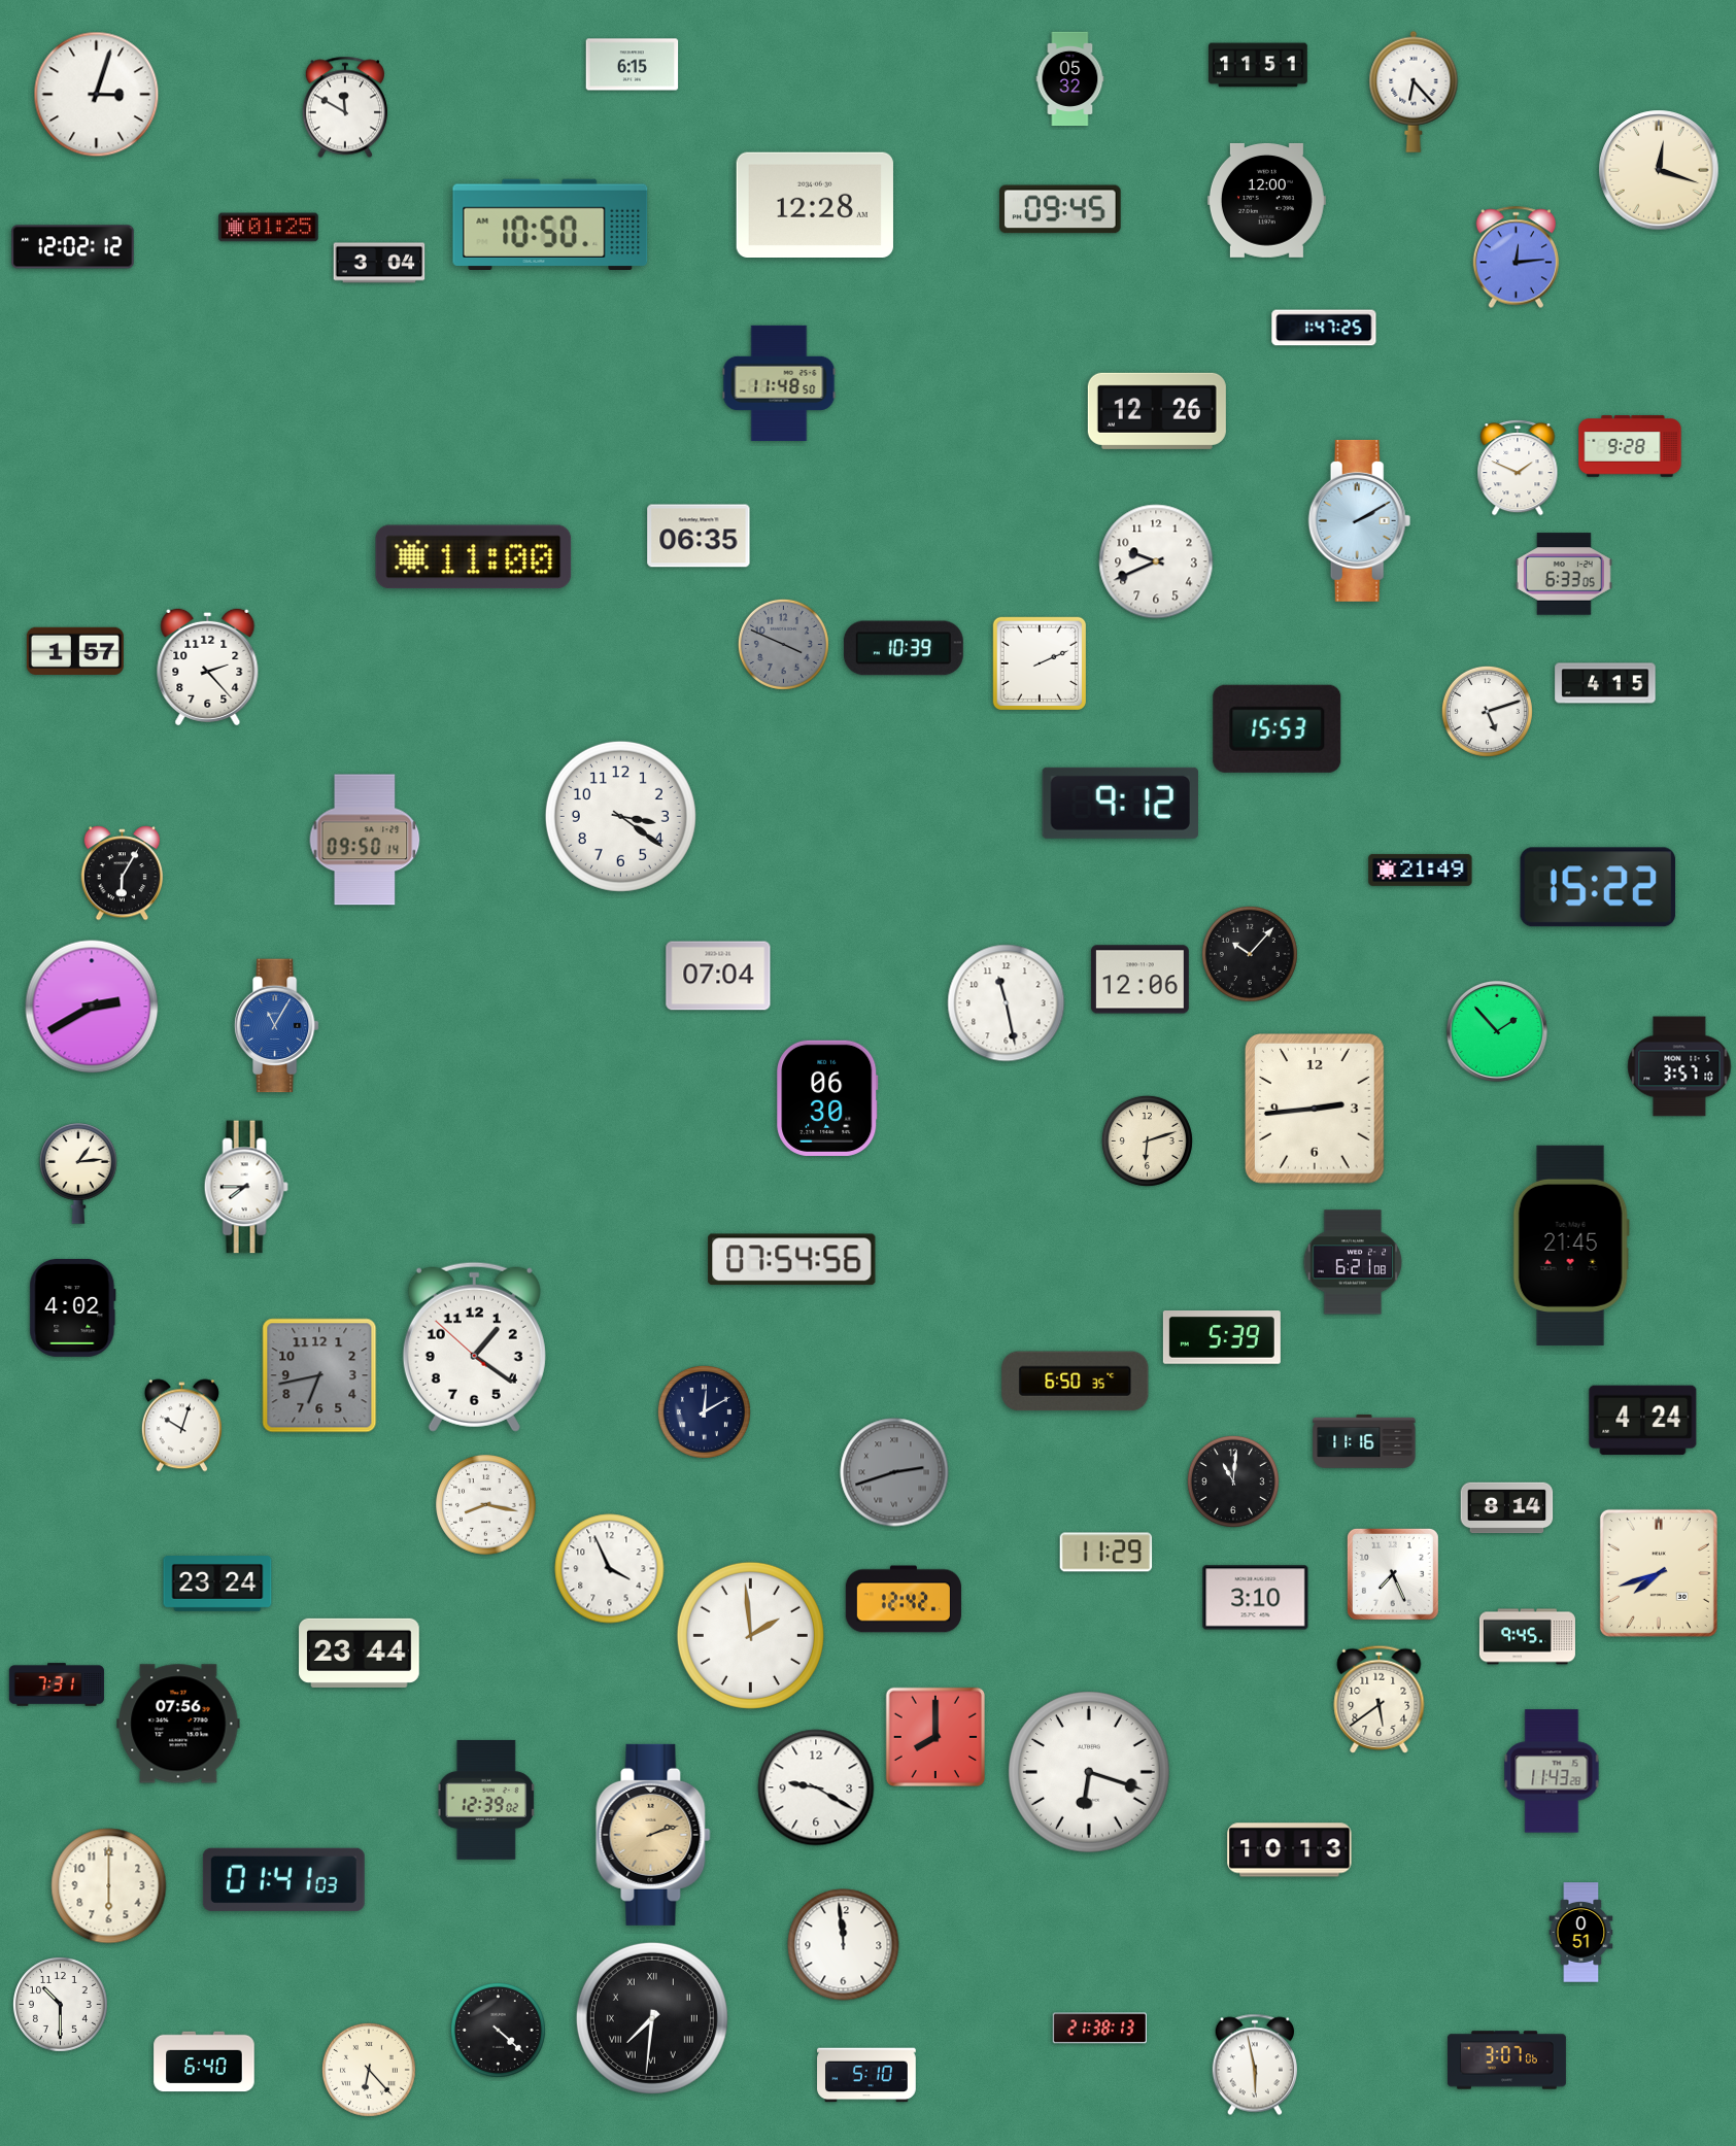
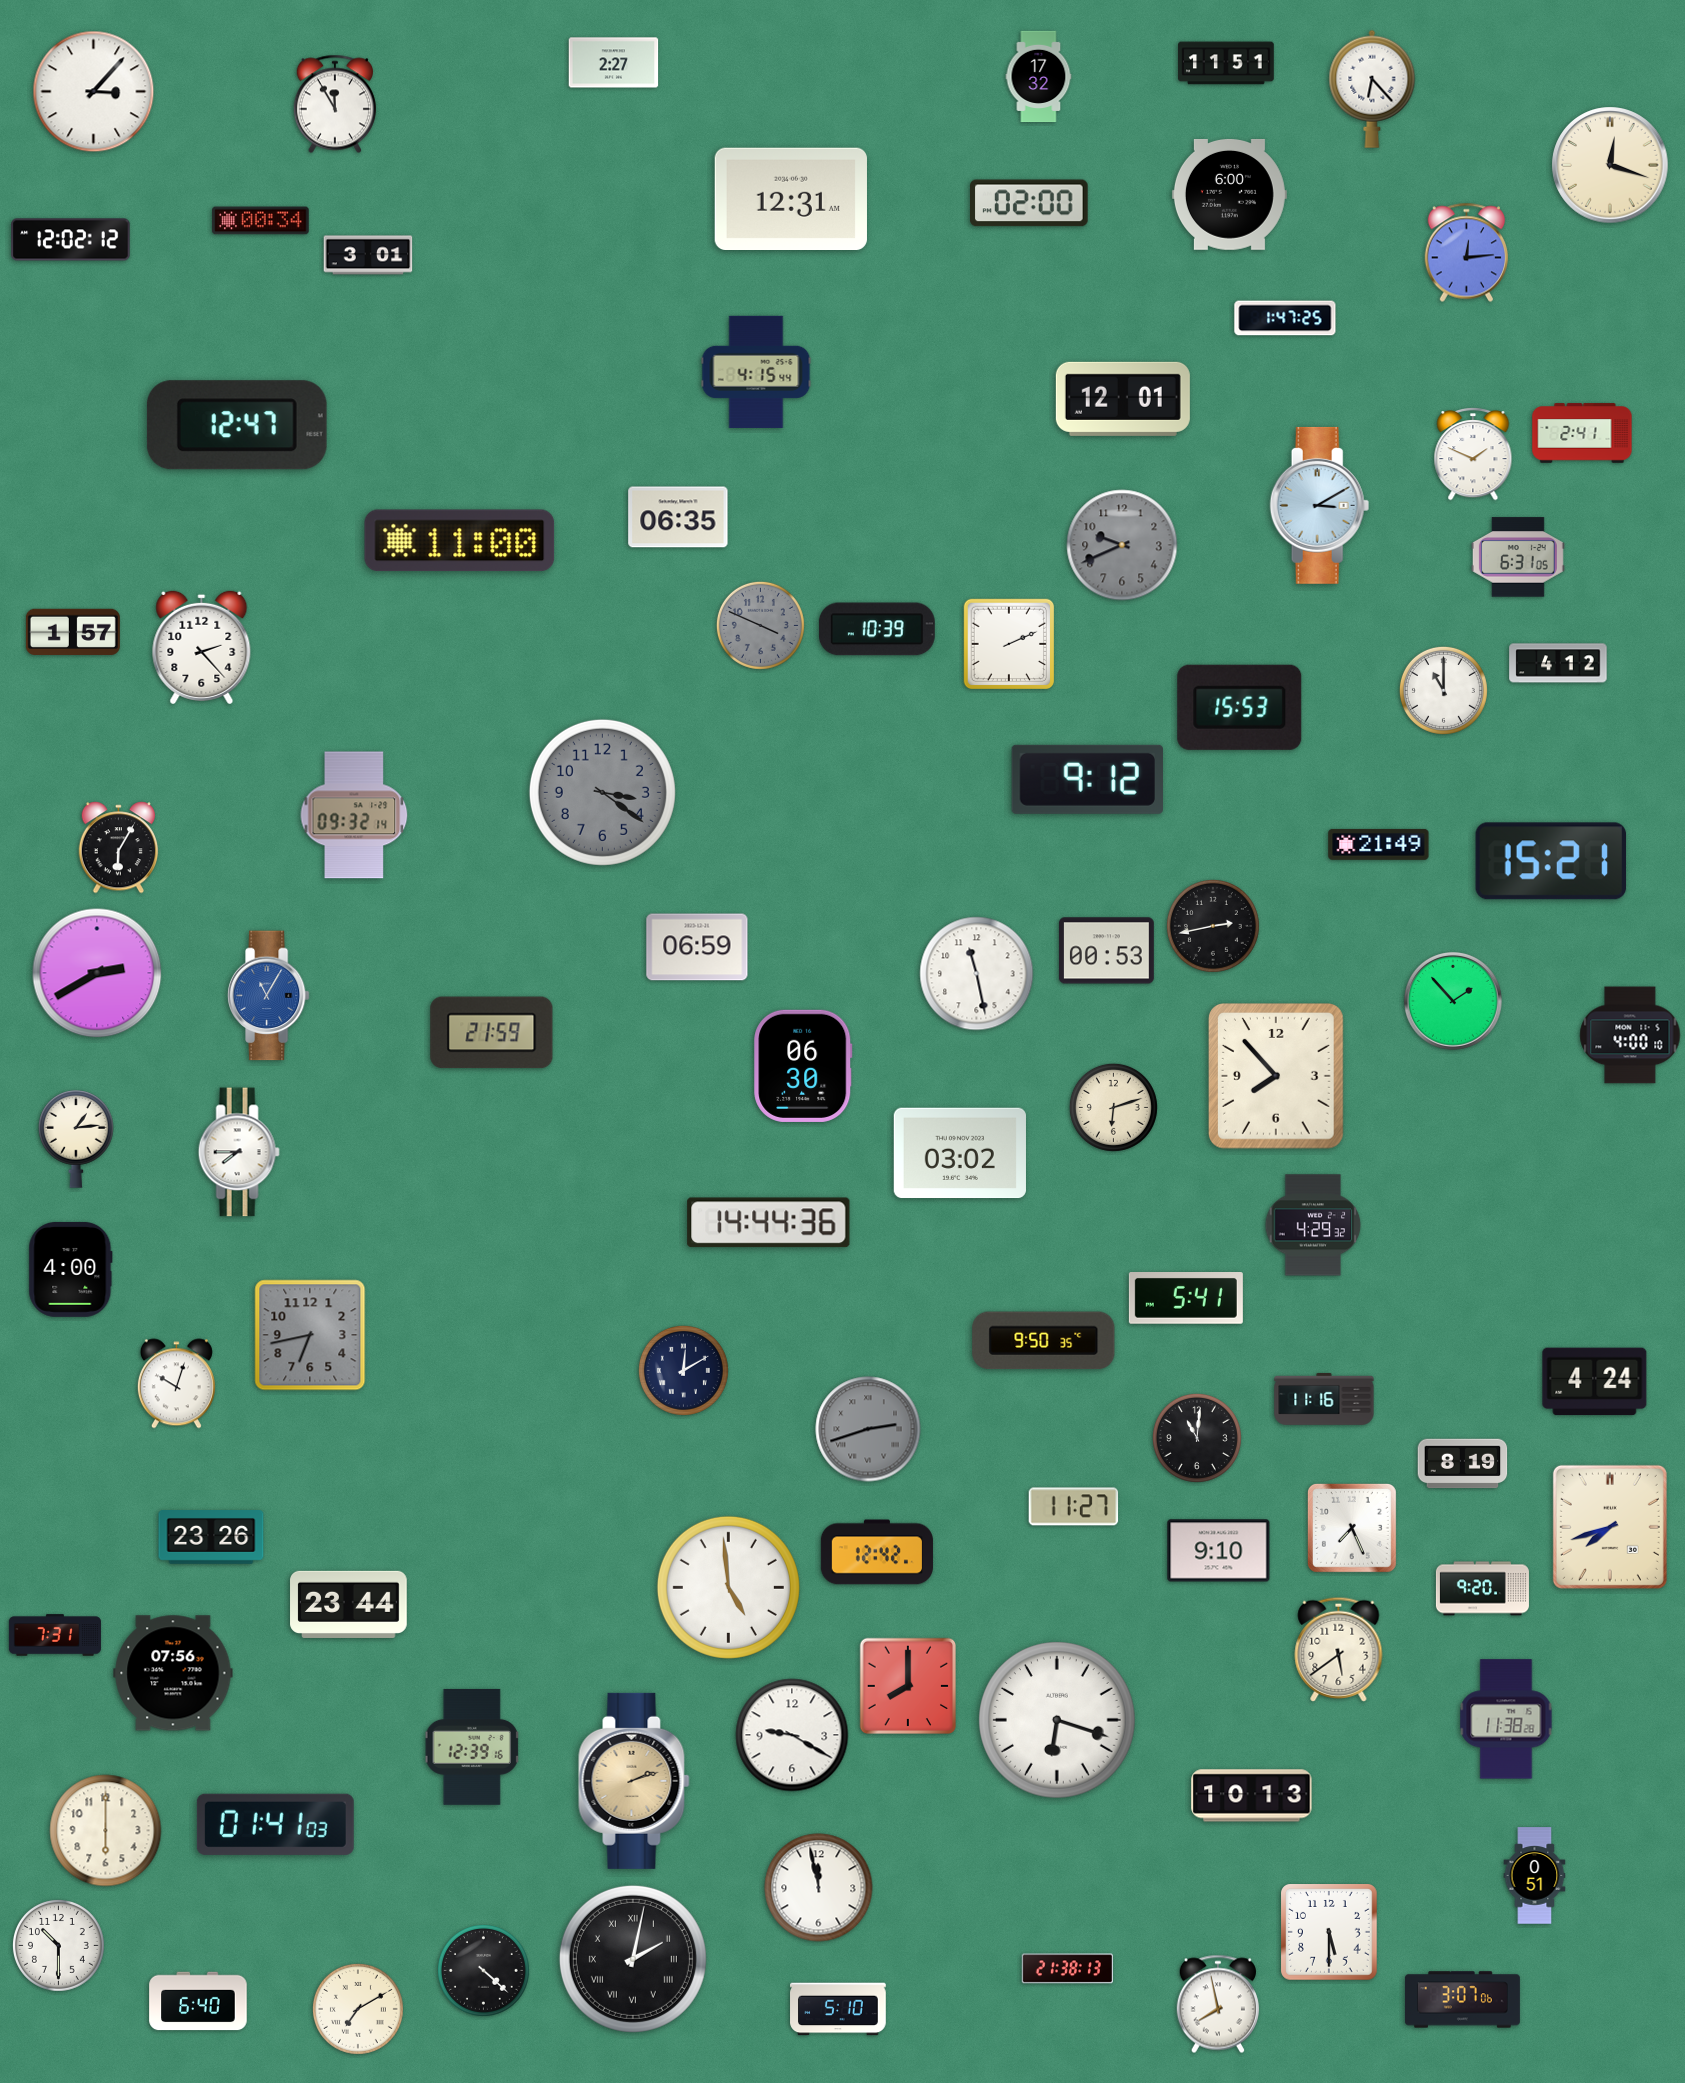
clock at (633, 65): 6:15 -> 2:27
clock at (1258, 65) position: (1258, 65) -> (1226, 63)
clock at (1070, 79): 05:32 -> 17:32
clock at (97, 95): 3:03 -> 3:07
clock at (345, 107): 11:50 -> 11:55
clock at (1266, 200): 12:00 -> 6:00
clock at (815, 204): 12:28 -> 12:31
clock at (1060, 209): 09:45 -> 02:00
clock at (550, 224): 10:50 -> none
clock at (269, 228): 01:25 -> 00:34
clock at (1517, 258) position: (1517, 258) -> (1467, 253)
clock at (379, 263): 3:04 -> 3:01
clock at (779, 383): 11:48 -> 4:15
clock at (1157, 411): 12:26 -> 12:01
clock at (237, 425): none -> 12:47
clock at (1630, 446): 9:28 -> 2:41
clock at (1360, 520): 2:10 -> 3:10
clock at (699, 536) position: (699, 536) -> (678, 517)
clock at (1156, 561) dial: white -> grey
clock at (1564, 574): 6:33 -> 6:31
clock at (1605, 683): 4:15 -> 4:12
clock at (1487, 711): 5:12 -> 11:00
clock at (620, 816) dial: white -> grey
clock at (365, 840): 09:50 -> 09:32
clock at (1598, 887): 15:22 -> 15:21
clock at (1251, 955): 10:07 -> 2:43
clock at (718, 976): 07:04 -> 06:59
clock at (1139, 980): 12:06 -> 00:53
clock at (92, 1007) position: (92, 1007) -> (97, 973)
clock at (492, 1033): none -> 21:59
clock at (1679, 1066): 3:57 -> 4:00
clock at (1315, 1110): 2:44 -> 7:53
clock at (960, 1153): none -> 03:02
clock at (1571, 1246): 21:45 -> none
clock at (792, 1260): 07:54 -> 14:44
clock at (1353, 1262): 6:21 -> 4:29
clock at (73, 1307): 4:02 -> 4:00
clock at (1222, 1338): 5:39 -> 5:41
clock at (474, 1347): 1:20 -> none
clock at (1076, 1382): 6:50 -> 9:50
clock at (1643, 1421) position: (1643, 1421) -> (1595, 1382)
clock at (486, 1505): 8:17 -> none
clock at (1507, 1508): 8:14 -> 8:19
clock at (1107, 1553): 11:29 -> 11:27
clock at (610, 1569): 3:56 -> none
clock at (217, 1585): 23:24 -> 23:26
clock at (1256, 1598): 3:10 -> 9:10
clock at (750, 1635): 1:59 -> 4:59
clock at (1527, 1637): 9:45 -> 9:20
clock at (1552, 1771): 11:43 -> 11:38
clock at (486, 1800): 12:39:02 -> 12:39:16
clock at (844, 1945): 11:59 -> 11:58
clock at (1330, 1933): none -> 5:30
clock at (652, 2018): 7:31 -> 2:02
clock at (1255, 2065): 5:58 -> 7:58
clock at (369, 2070): 6:23 -> 7:10
clock at (866, 2075) position: (866, 2075) -> (838, 2009)
